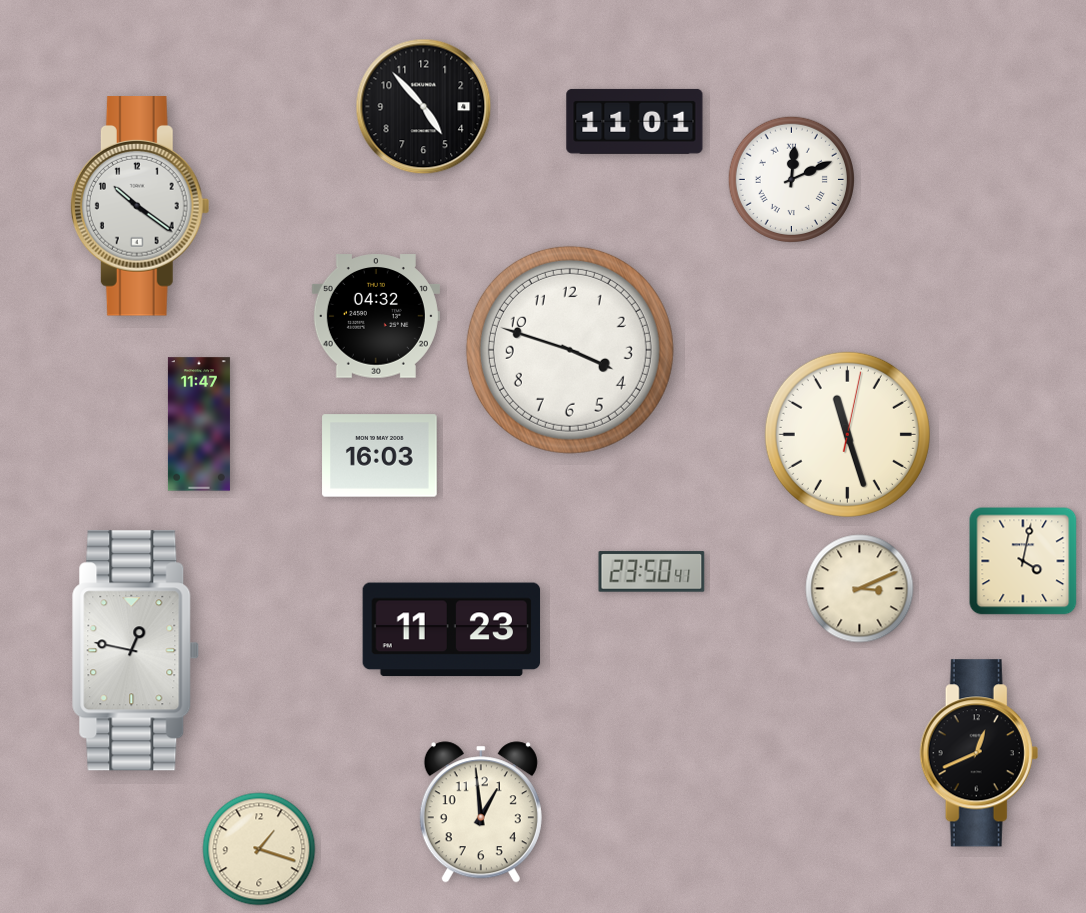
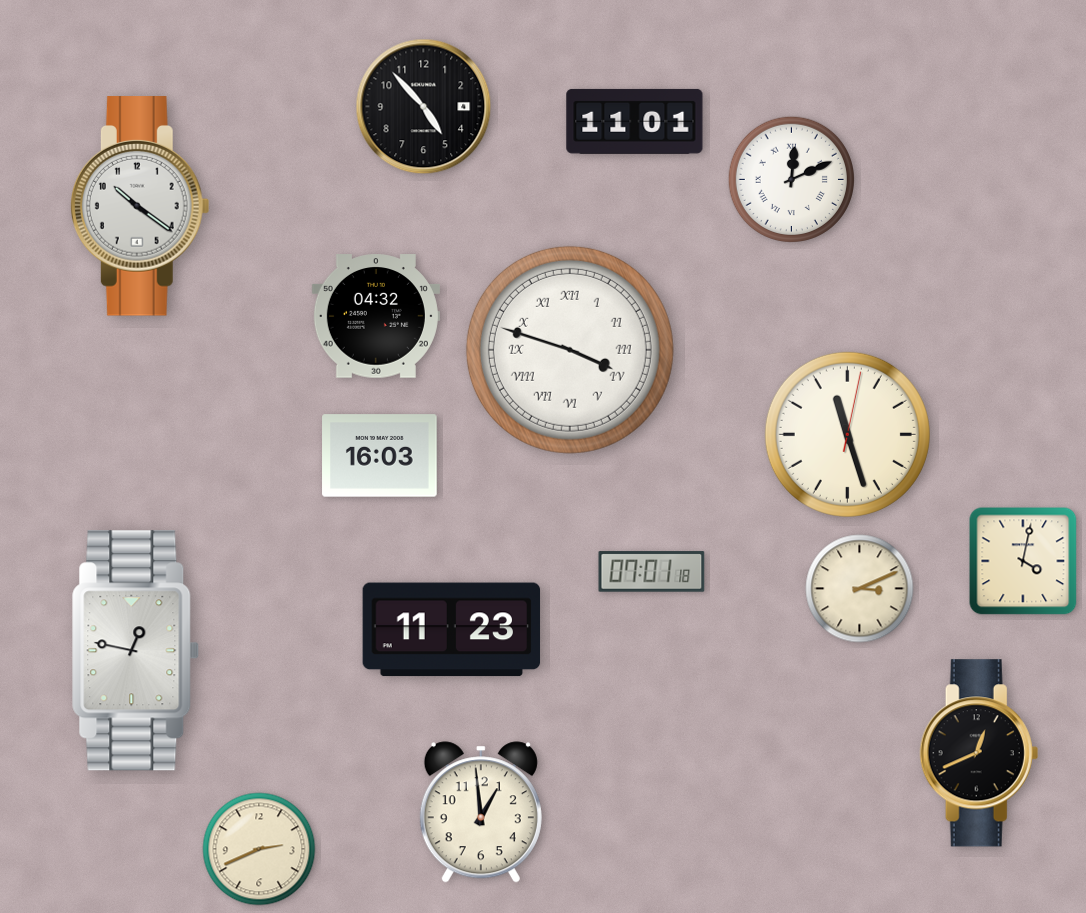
clock at (570, 350) numerals: Arabic -> Roman
clock at (199, 424): 11:47 -> none
clock at (652, 572): 23:50 -> 07:01
clock at (259, 849): 1:18 -> 2:41
